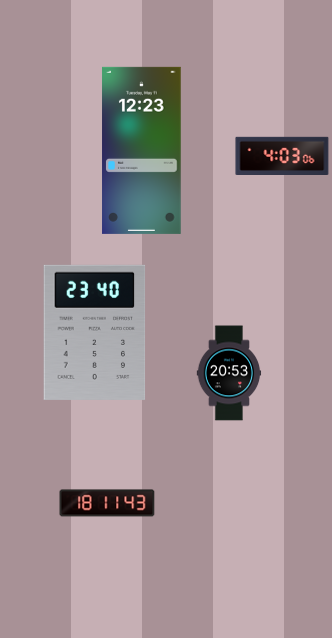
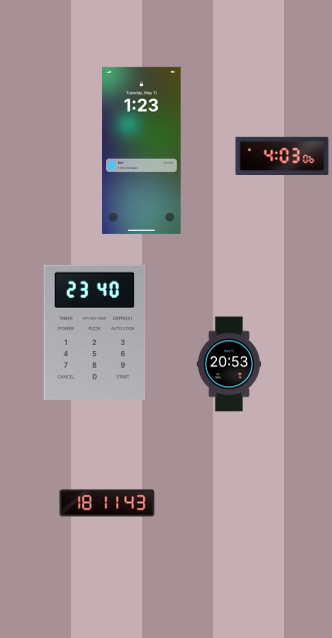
clock at (142, 150): 12:23 -> 1:23
clock at (229, 373) position: (229, 373) -> (229, 364)
